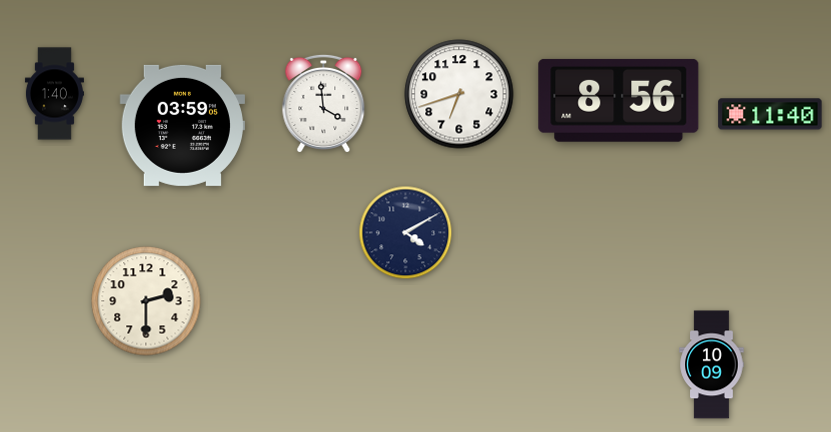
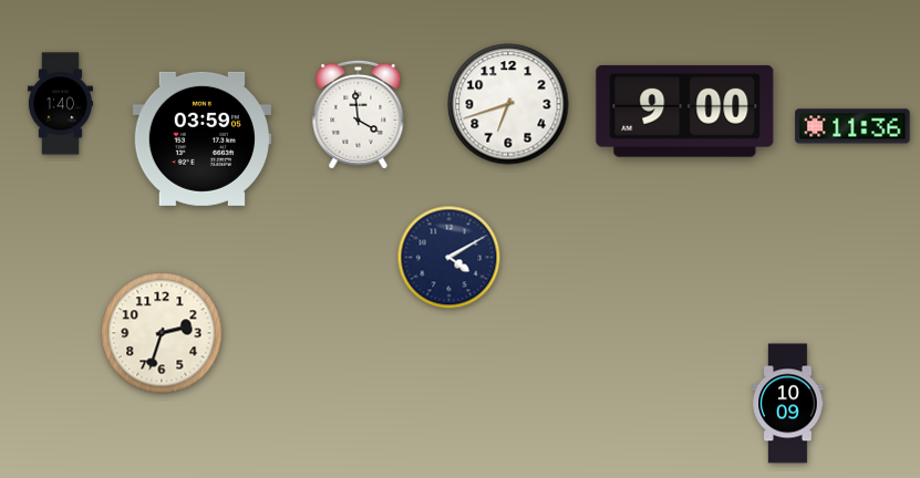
clock at (619, 100): 8:56 -> 9:00
clock at (770, 114): 11:40 -> 11:36
clock at (146, 301): 2:30 -> 2:33
